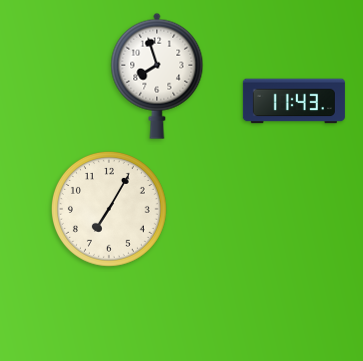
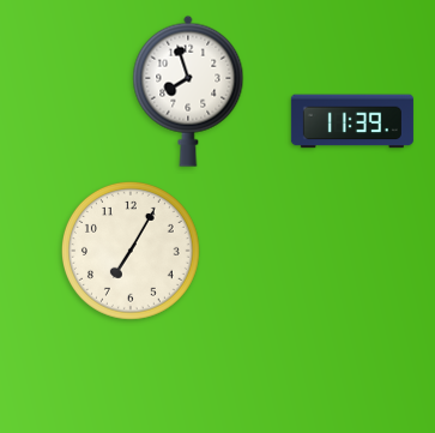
clock at (294, 101): 11:43 -> 11:39
